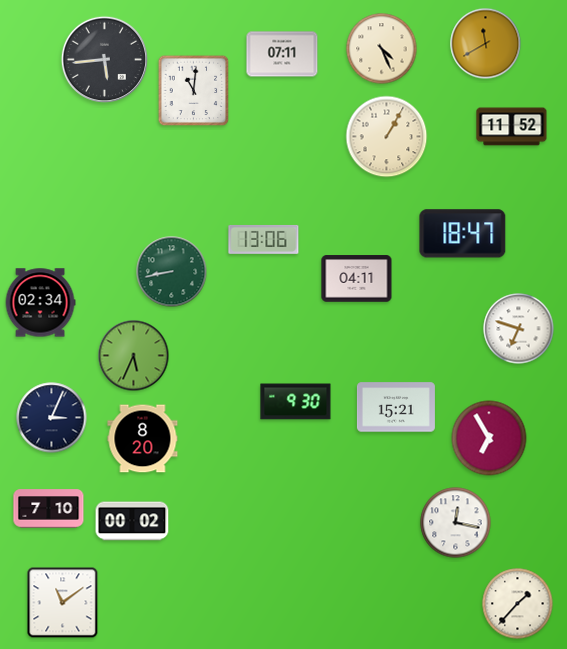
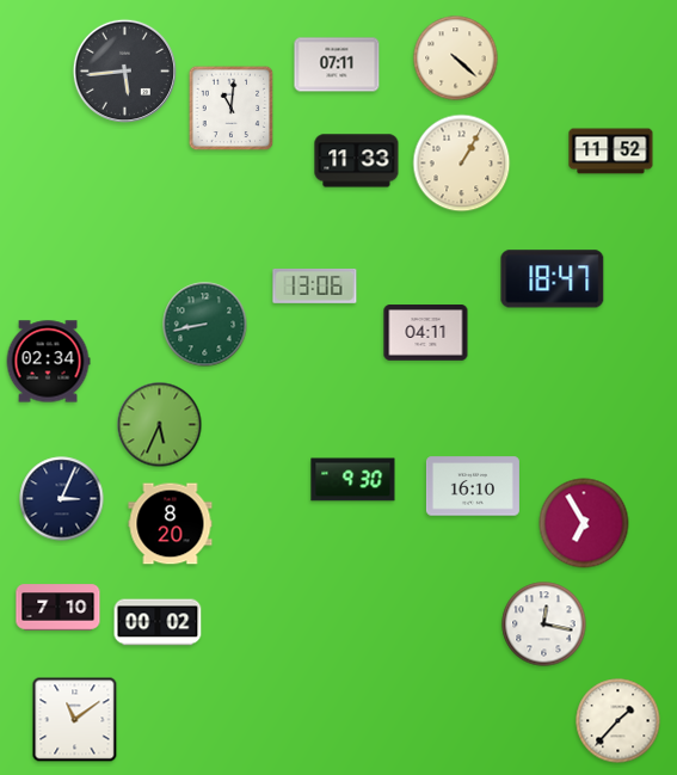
clock at (486, 44): 11:40 -> none
clock at (382, 49): 4:26 -> 4:22
clock at (357, 161): none -> 11:33
clock at (519, 329): 6:48 -> none
clock at (396, 407): 15:21 -> 16:10
